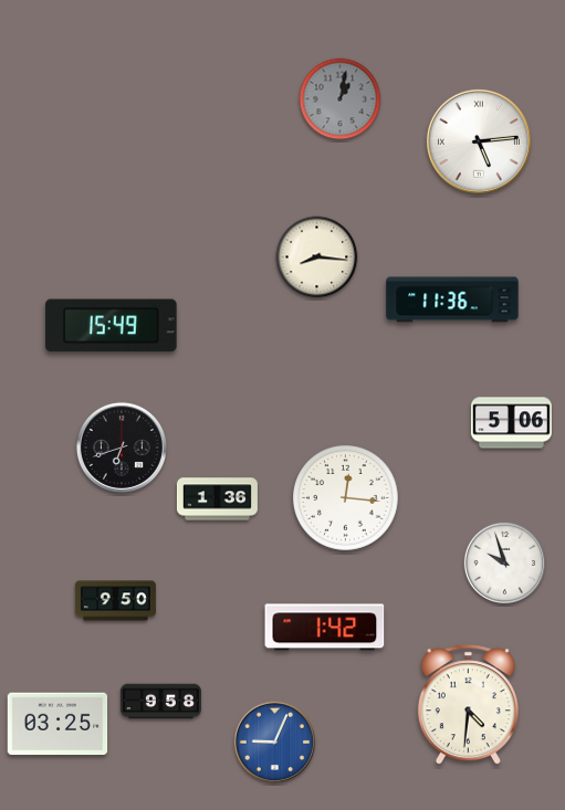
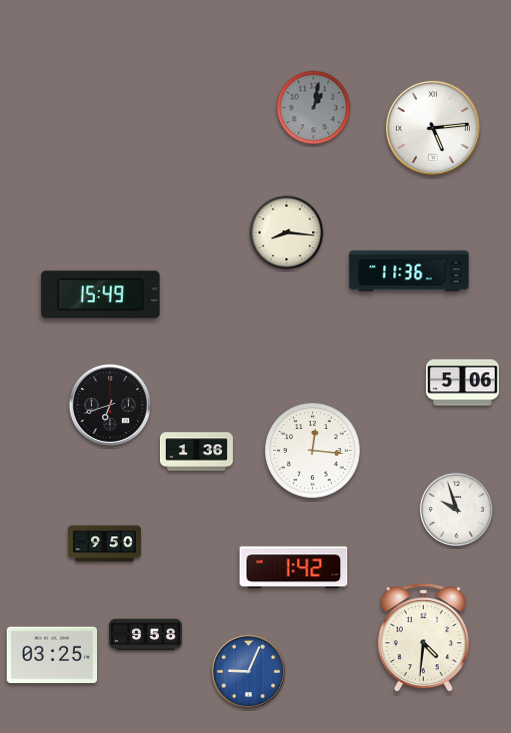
clock at (341, 99) position: (341, 99) -> (314, 108)
